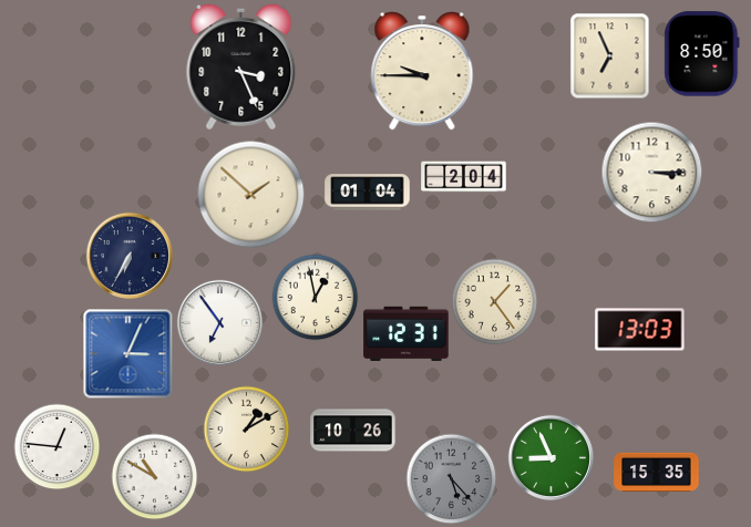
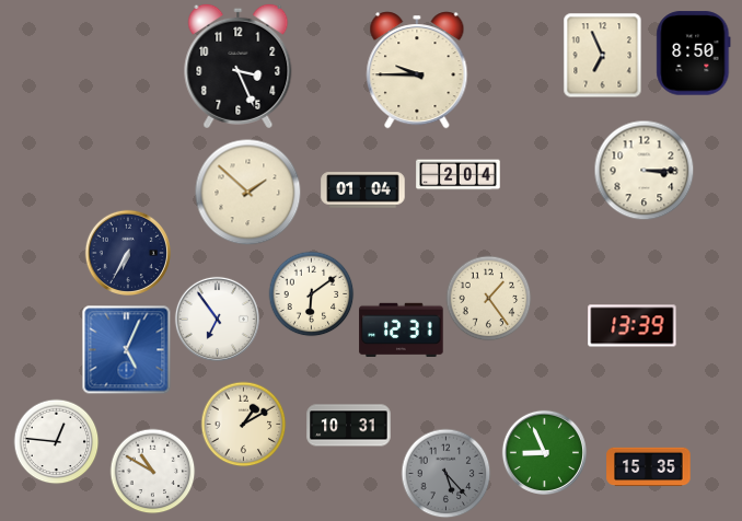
clock at (315, 297): 12:58 -> 6:09
clock at (640, 330): 13:03 -> 13:39
clock at (127, 353): 3:04 -> 5:04
clock at (353, 431): 10:26 -> 10:31
